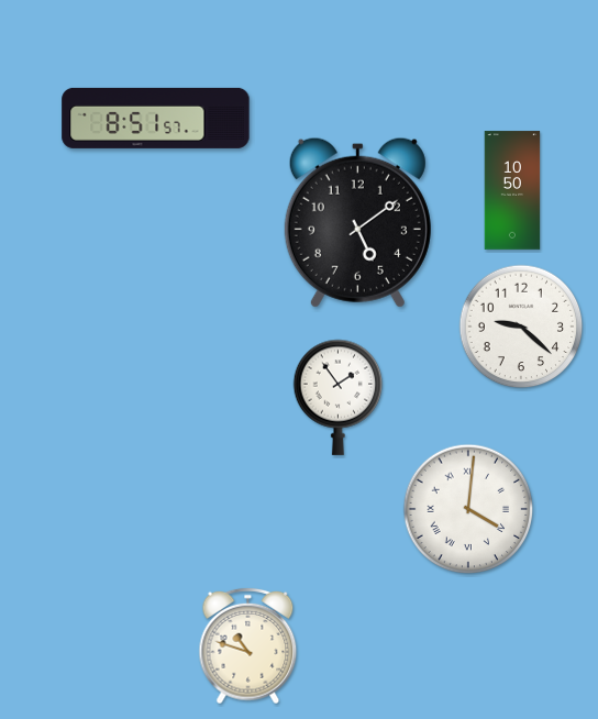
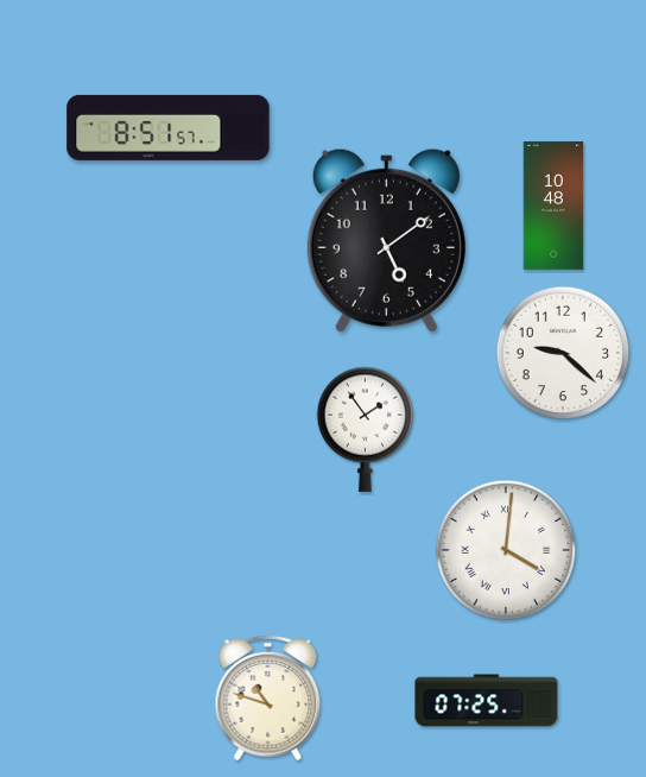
clock at (512, 190): 10:50 -> 10:48
clock at (487, 701): none -> 07:25
